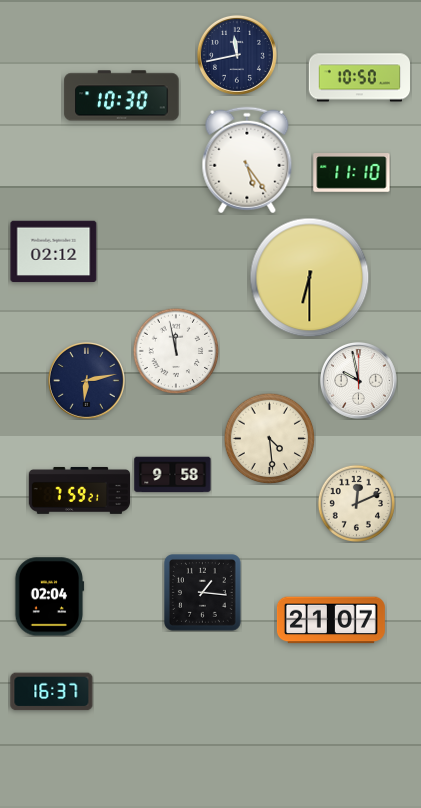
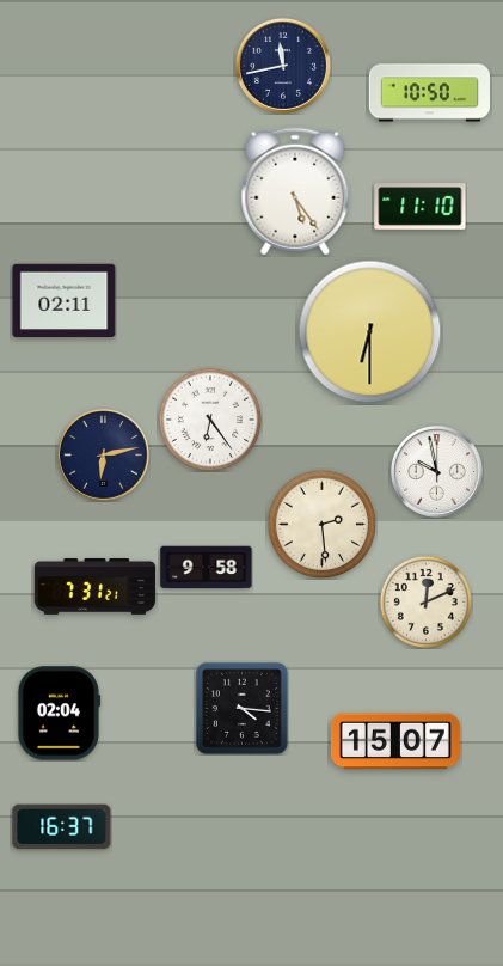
clock at (122, 96): 10:30 -> none
clock at (54, 252): 02:12 -> 02:11
clock at (176, 351): 11:58 -> 6:24
clock at (359, 381) position: (359, 381) -> (437, 472)
clock at (269, 438): 4:29 -> 2:29
clock at (80, 490): 7:59 -> 7:31
clock at (202, 592): 1:16 -> 4:16
clock at (331, 620): 21:07 -> 15:07
